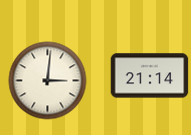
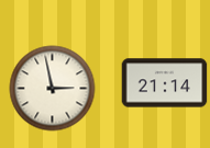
clock at (47, 80): 3:01 -> 2:58
